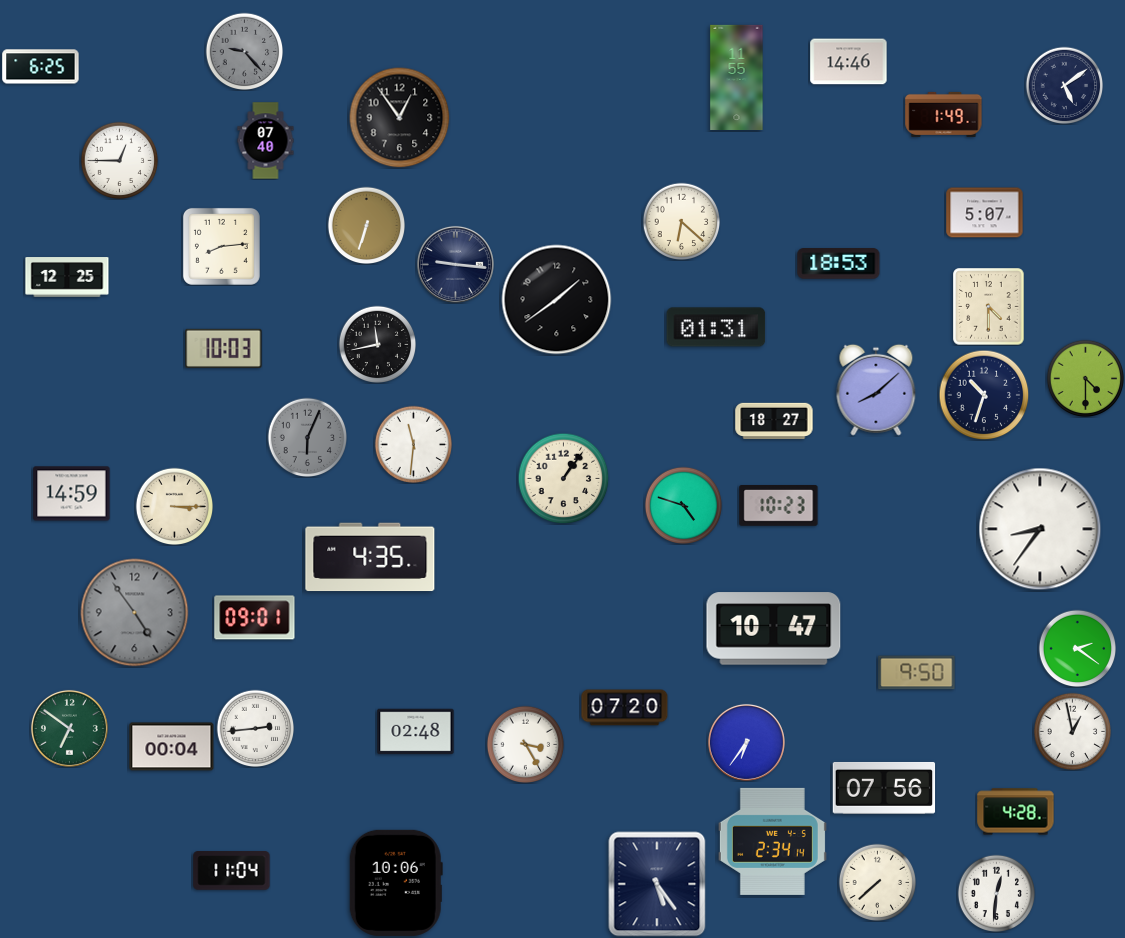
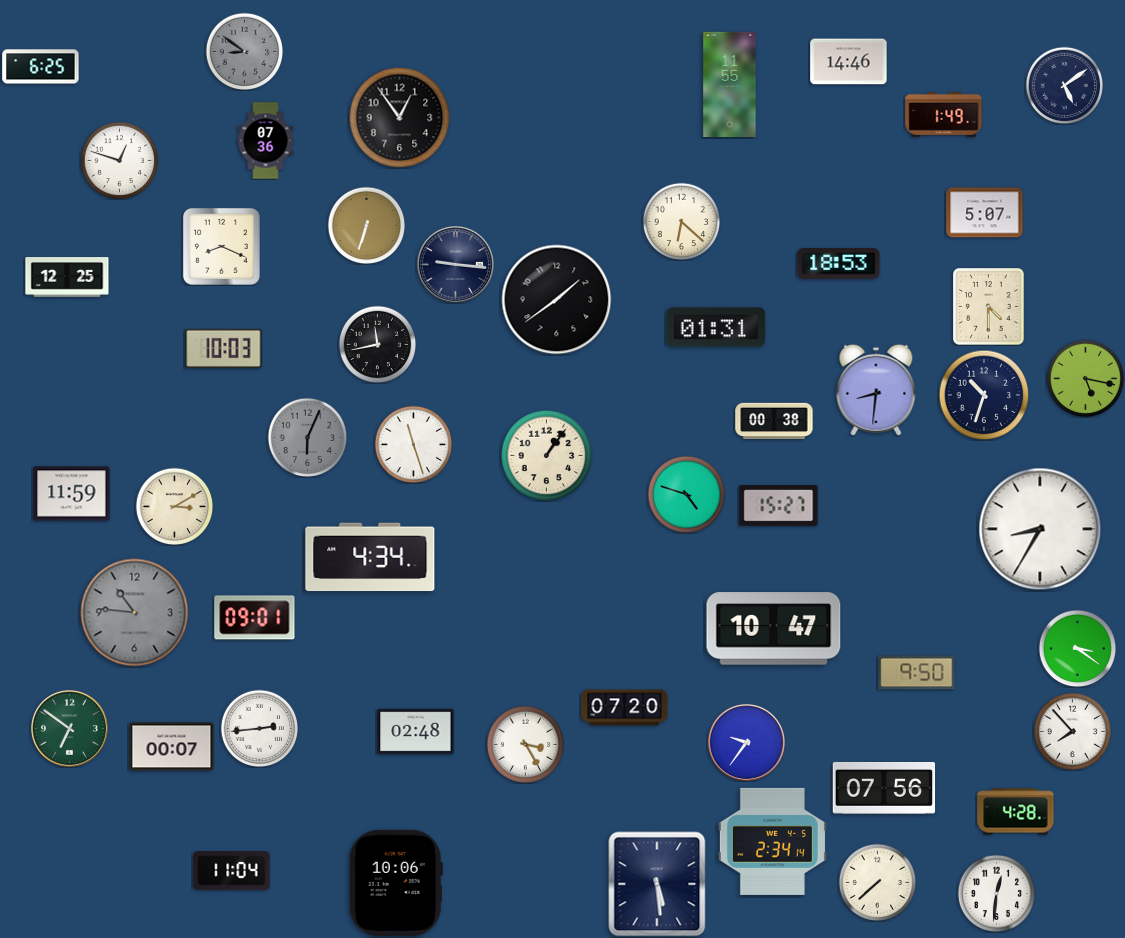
clock at (244, 51): 9:23 -> 8:51
clock at (737, 77) position: (737, 77) -> (730, 84)
clock at (266, 141): 07:40 -> 07:36
clock at (119, 160): 12:45 -> 12:48
clock at (221, 246): 8:14 -> 8:19
clock at (1085, 378): 4:30 -> 5:17
clock at (876, 390): 8:08 -> 8:31
clock at (774, 421): 18:27 -> 00:38
clock at (413, 444): 11:31 -> 11:27
clock at (563, 478) position: (563, 478) -> (546, 455)
clock at (72, 494): 14:59 -> 11:59
clock at (683, 505) position: (683, 505) -> (686, 494)
clock at (174, 506): 3:15 -> 3:10
clock at (779, 506): 10:23 -> 15:27
clock at (1040, 529): 8:36 -> 8:35
clock at (370, 557): 4:35 -> 4:34
clock at (135, 613): 4:54 -> 10:46
clock at (1077, 648): 2:21 -> 3:21
clock at (255, 728) position: (255, 728) -> (259, 728)
clock at (1072, 731): 12:58 -> 7:53
clock at (746, 742): 6:36 -> 9:36
clock at (172, 747): 00:04 -> 00:07
clock at (657, 884): 5:24 -> 5:29
